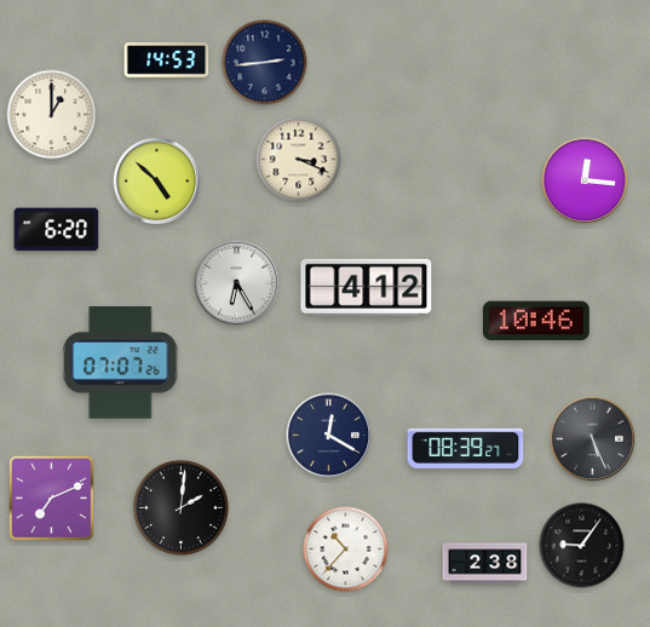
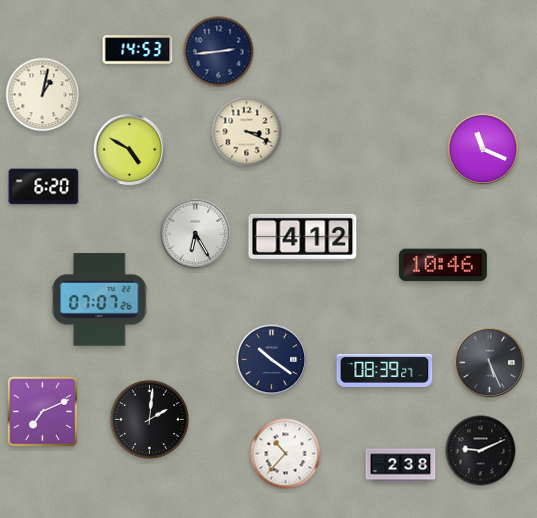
clock at (52, 115): 1:00 -> 1:02
clock at (585, 180): 12:16 -> 11:19
clock at (157, 182): 4:52 -> 4:50
clock at (57, 230) position: (57, 230) -> (44, 187)
clock at (329, 436): 12:20 -> 10:21
clock at (582, 546): 9:06 -> 9:11
